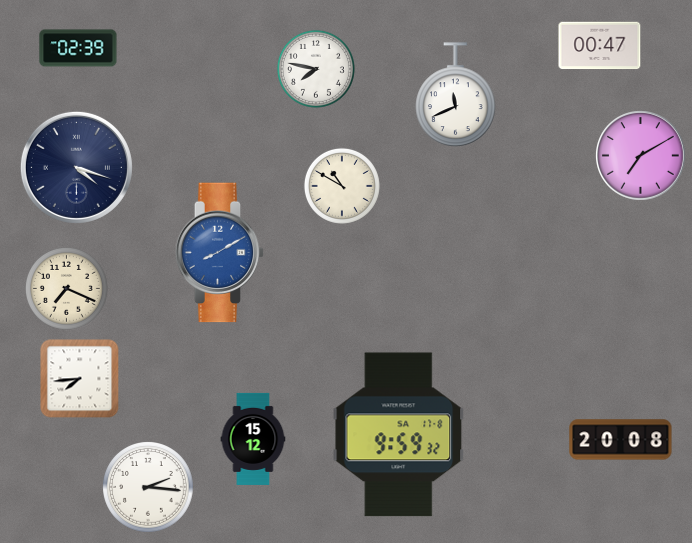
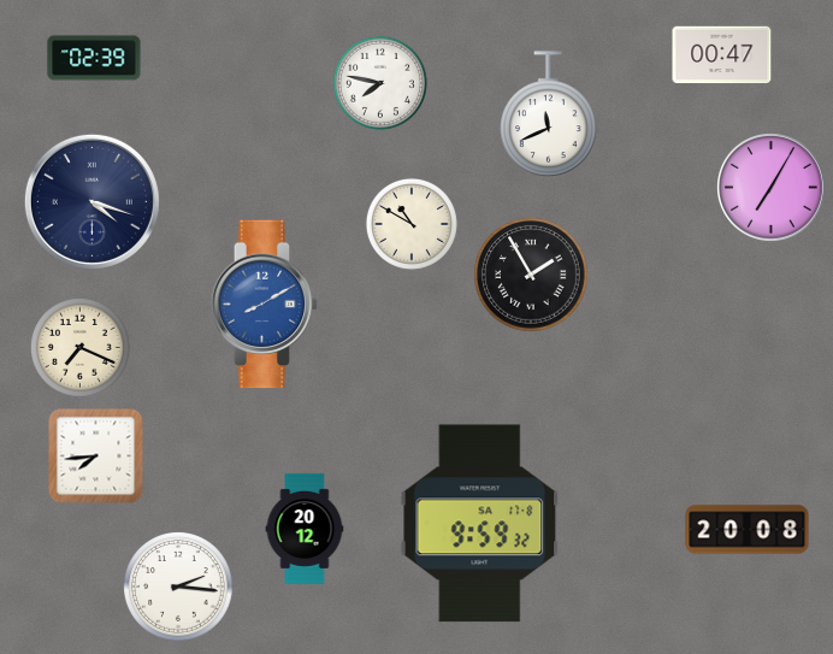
clock at (641, 156): 7:10 -> 7:05
clock at (531, 275): none -> 1:55
clock at (253, 439): 15:12 -> 20:12
